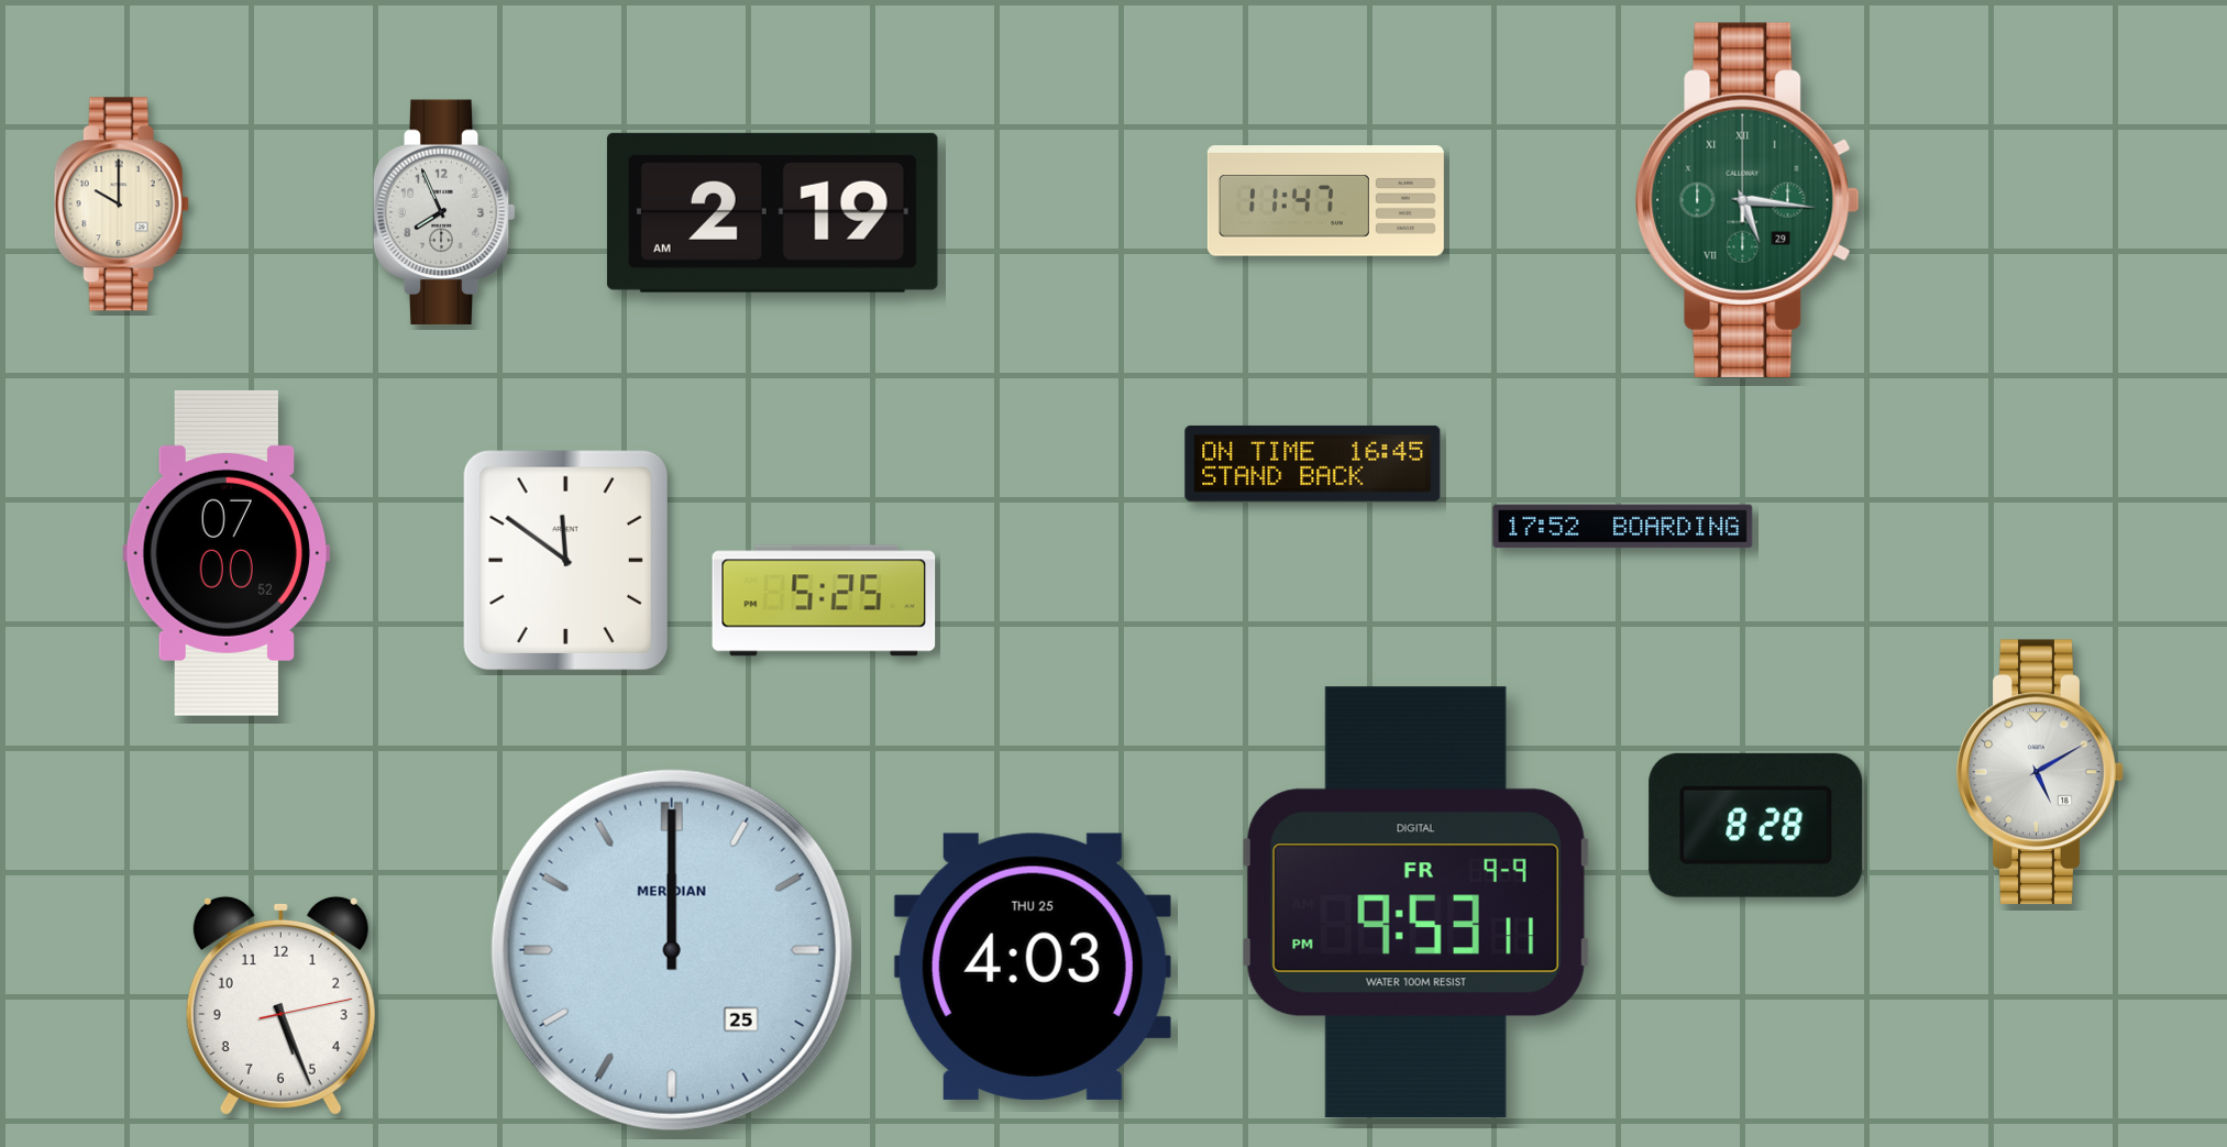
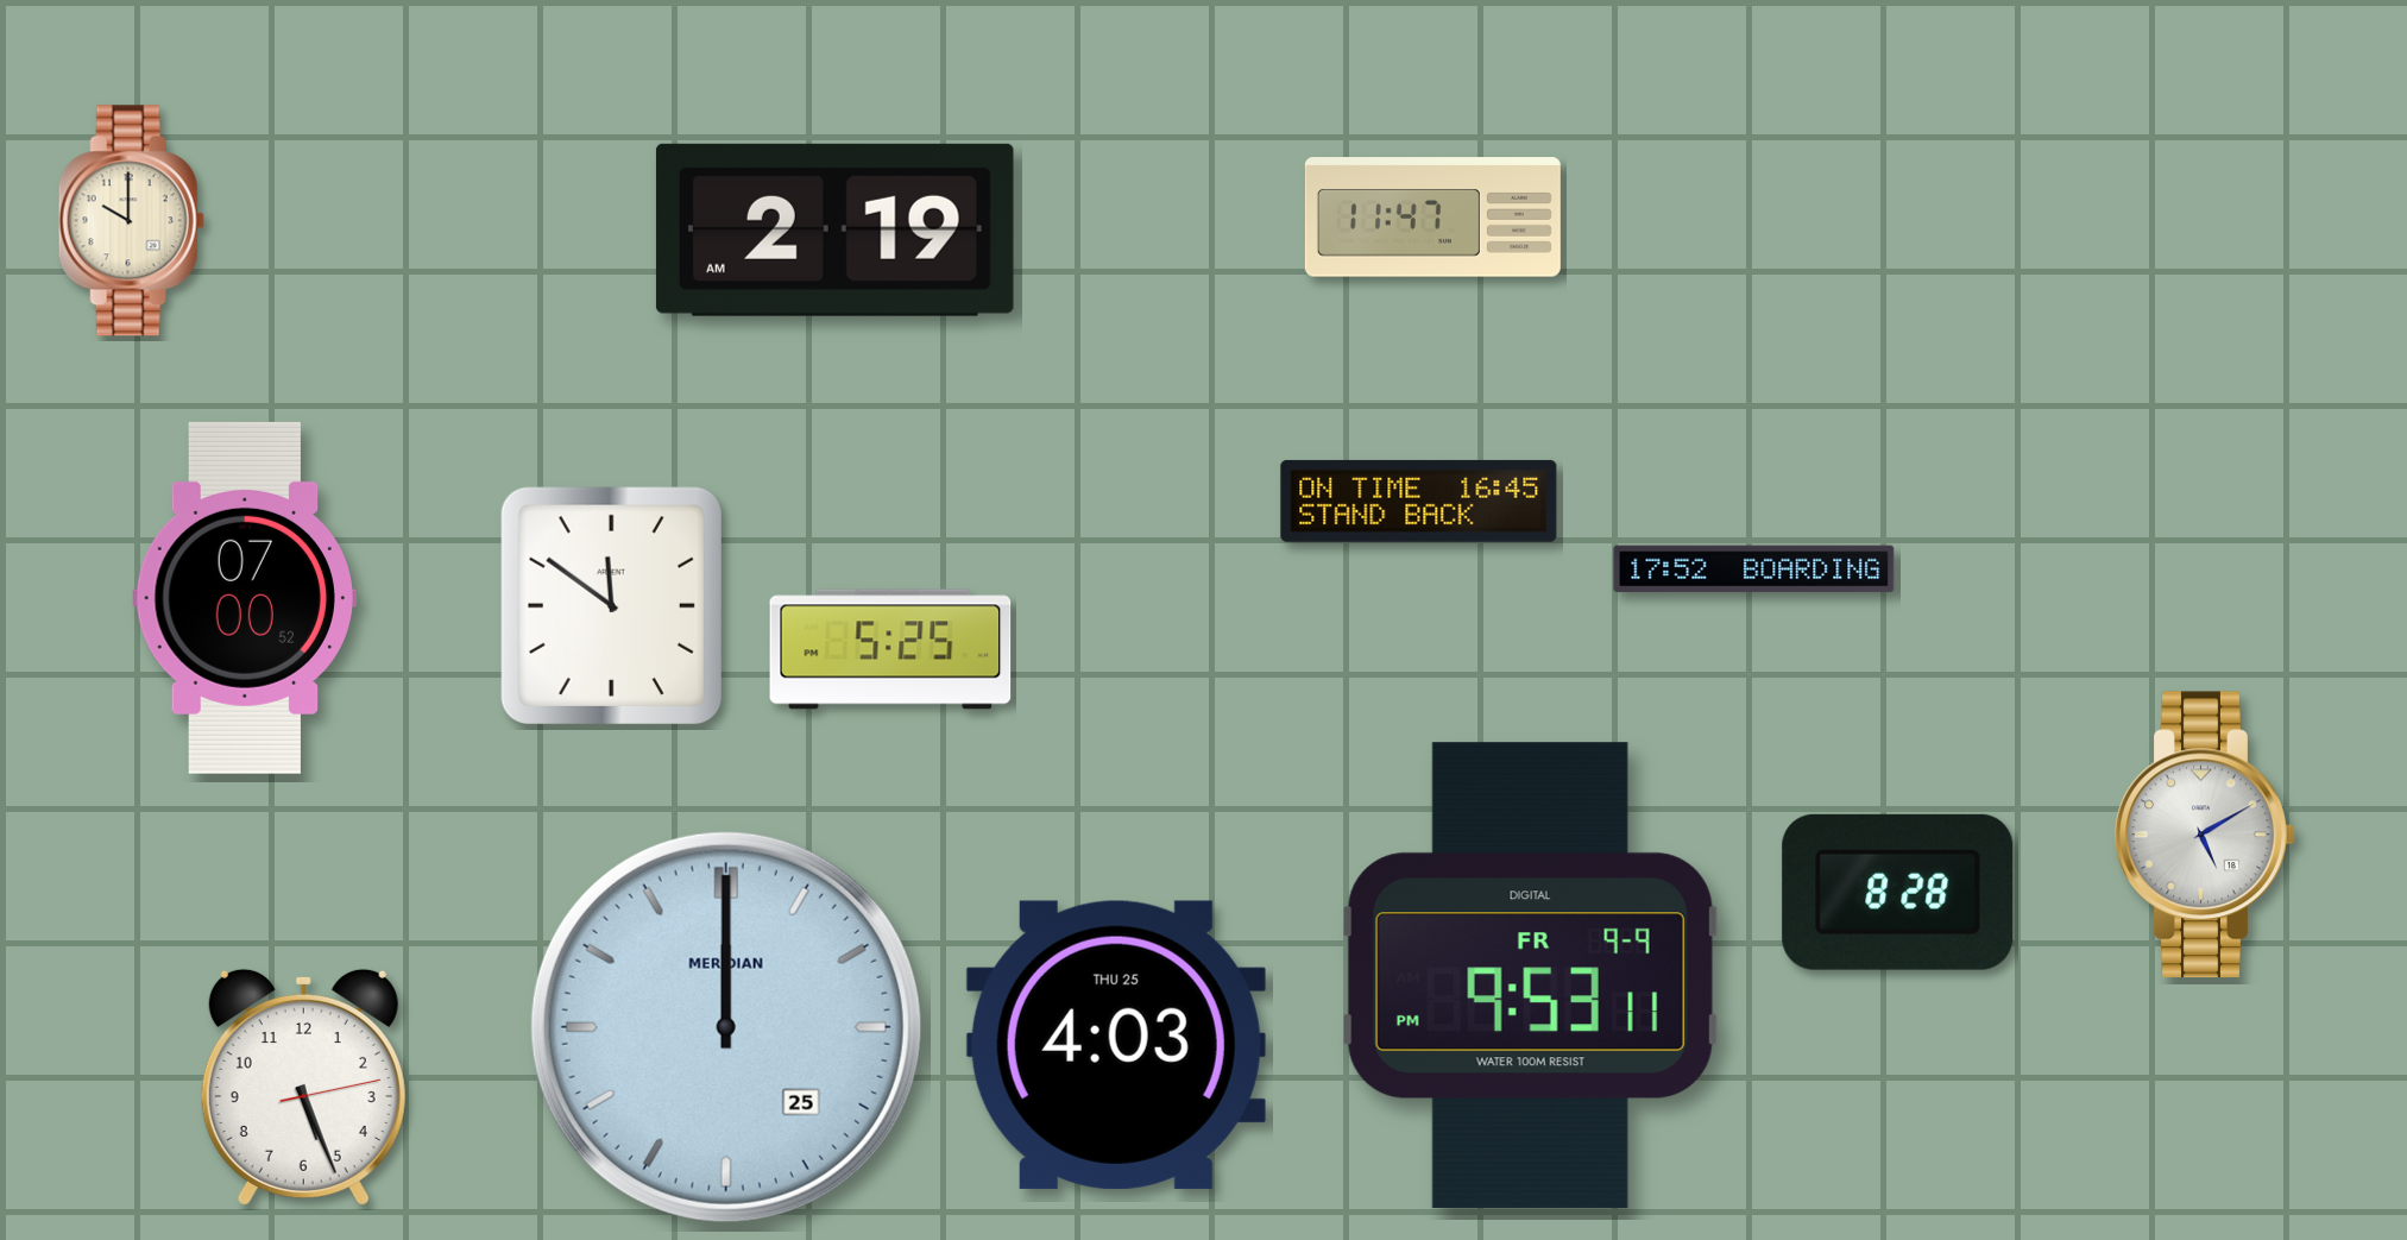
clock at (1748, 200): 5:16 -> none
clock at (444, 212): 7:56 -> none
